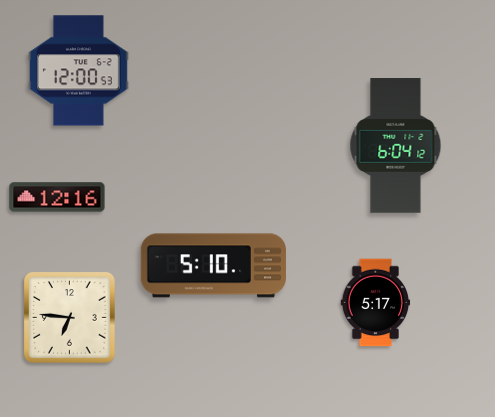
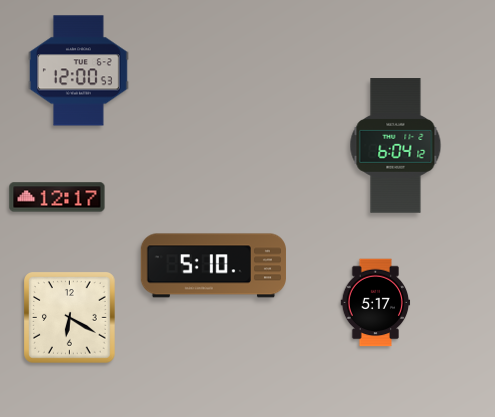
clock at (57, 197): 12:16 -> 12:17
clock at (70, 318): 6:46 -> 6:20
